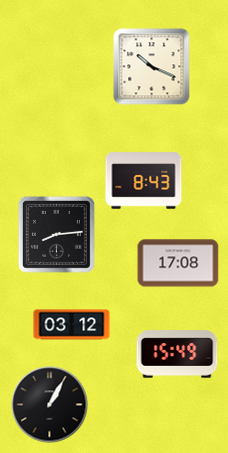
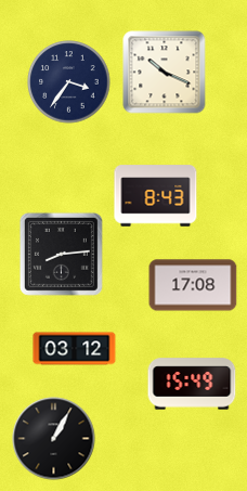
clock at (69, 82): none -> 3:36
clock at (72, 325) position: (72, 325) -> (75, 349)
